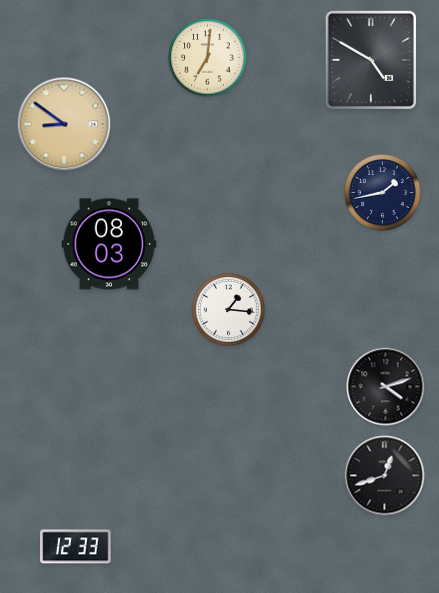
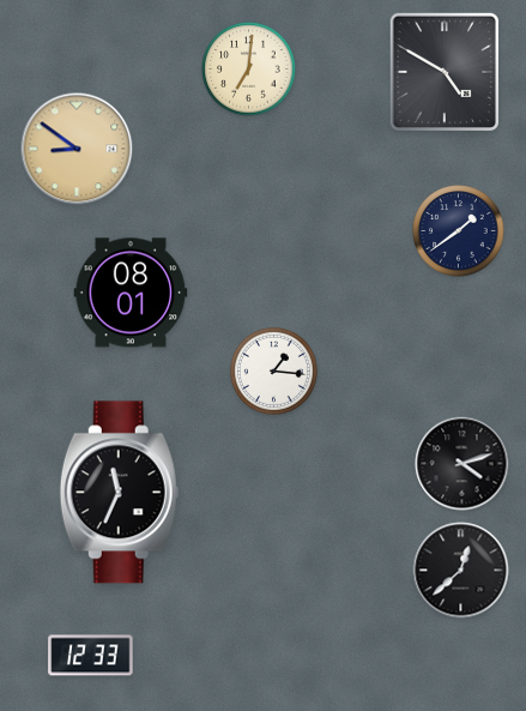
clock at (383, 193): 1:43 -> 1:39
clock at (109, 244): 08:03 -> 08:01
clock at (119, 493): none -> 11:34
clock at (385, 476): 12:42 -> 12:38
